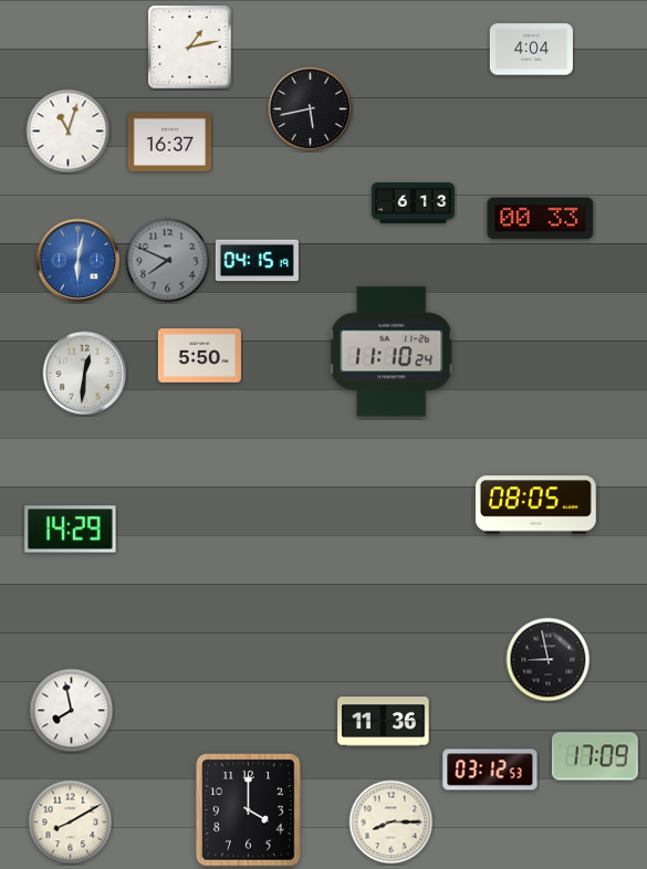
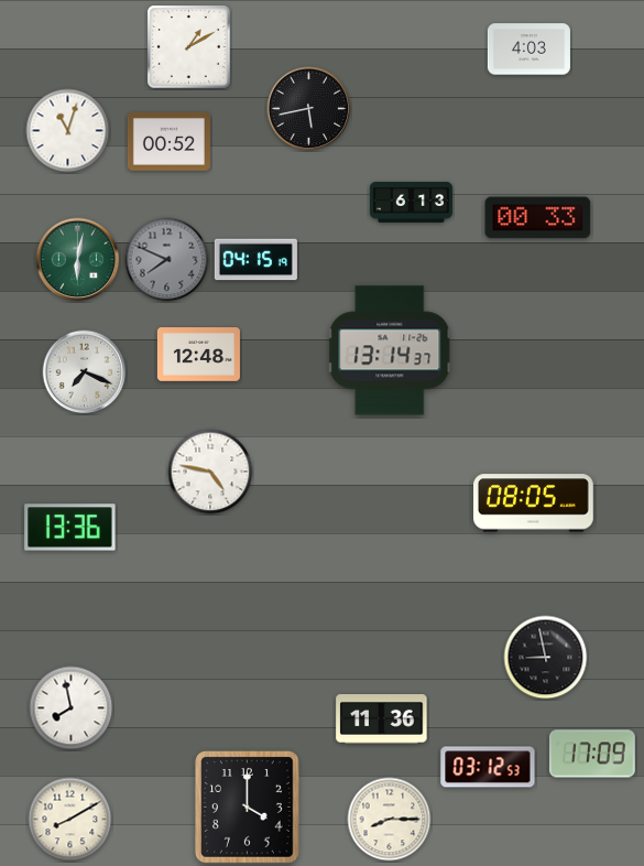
clock at (190, 48): 1:13 -> 1:10
clock at (531, 50): 4:04 -> 4:03
clock at (169, 142): 16:37 -> 00:52
clock at (79, 261) dial: blue -> green
clock at (393, 352): 11:10 -> 13:14
clock at (199, 356): 5:50 -> 12:48
clock at (85, 374): 12:31 -> 7:19
clock at (210, 472): none -> 4:47
clock at (71, 530): 14:29 -> 13:36
